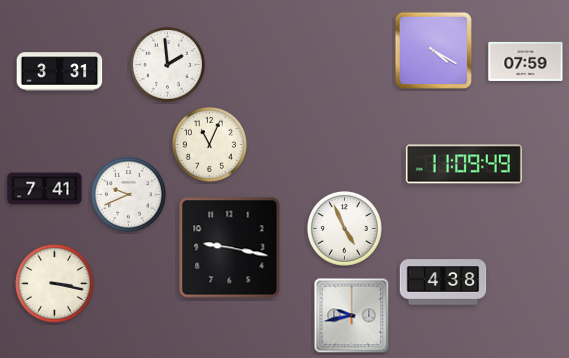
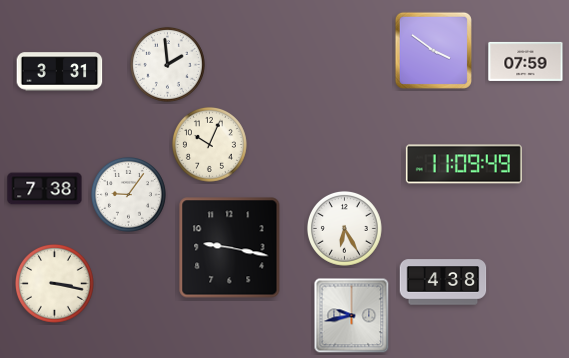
clock at (433, 50): 4:20 -> 3:51
clock at (209, 144): 11:04 -> 10:04
clock at (45, 189): 7:41 -> 7:38
clock at (128, 194): 9:41 -> 9:06
clock at (344, 228): 4:56 -> 6:25
